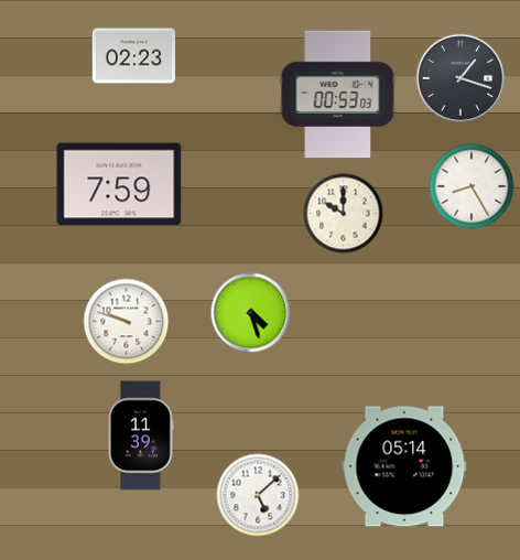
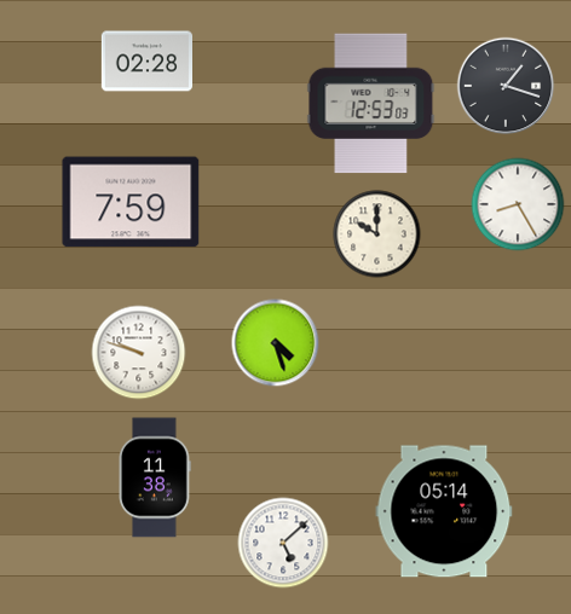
clock at (133, 56): 02:23 -> 02:28
clock at (338, 95): 00:53 -> 12:53
clock at (141, 435): 11:39 -> 11:38
